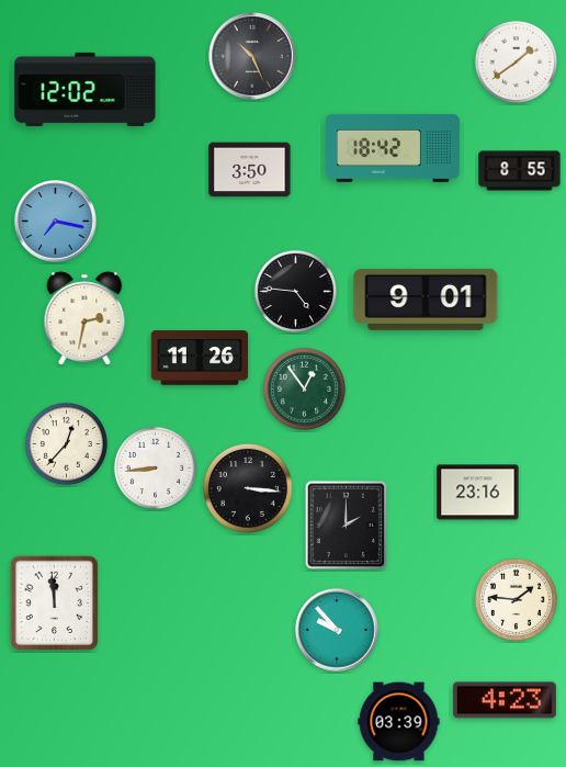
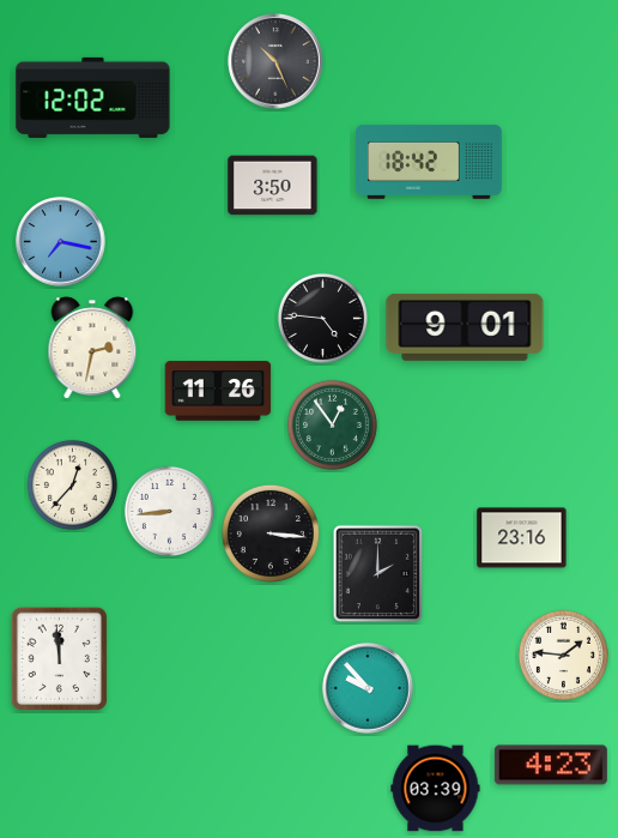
clock at (516, 61): 1:39 -> none
clock at (520, 171): 8:55 -> none
